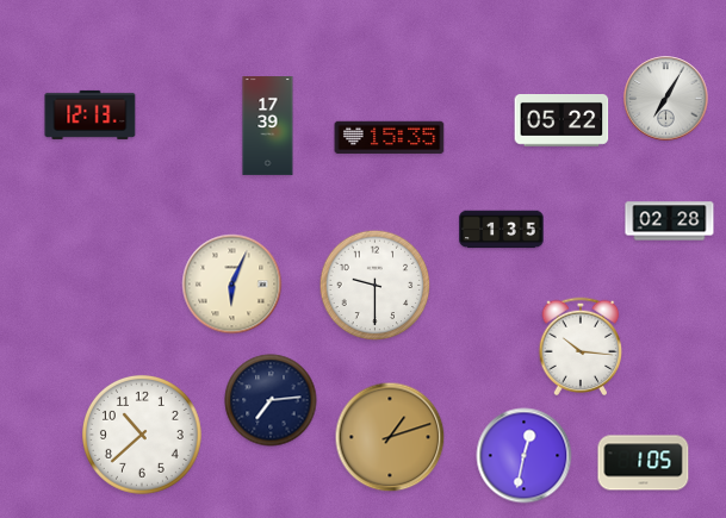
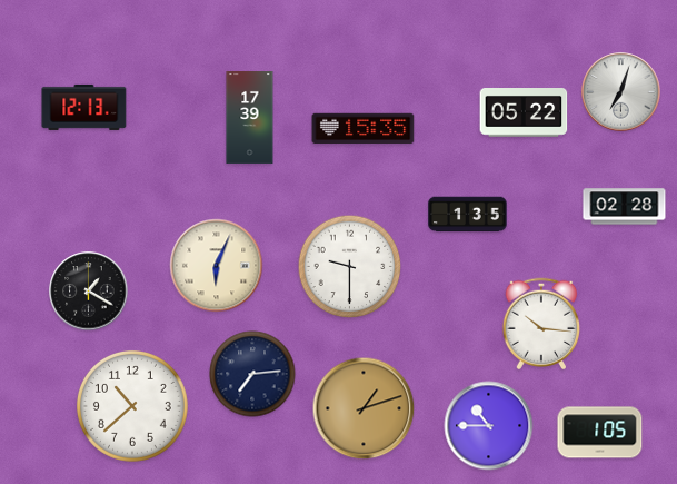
clock at (666, 99): 7:05 -> 7:03
clock at (89, 292): none -> 1:20
clock at (525, 456): 12:32 -> 10:45
